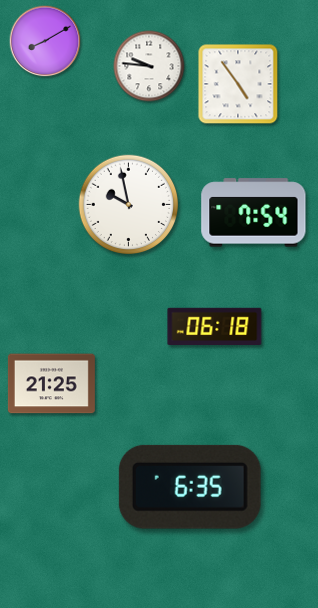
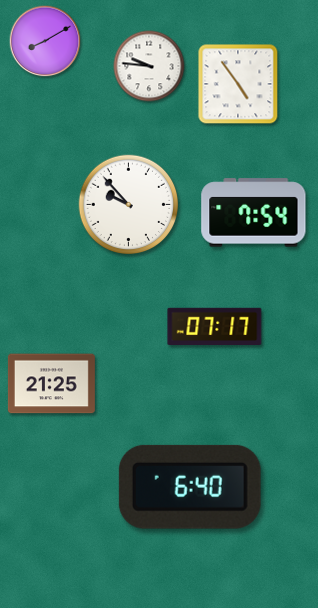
clock at (129, 205): 9:58 -> 9:53
clock at (215, 326): 06:18 -> 07:17
clock at (190, 487): 6:35 -> 6:40
